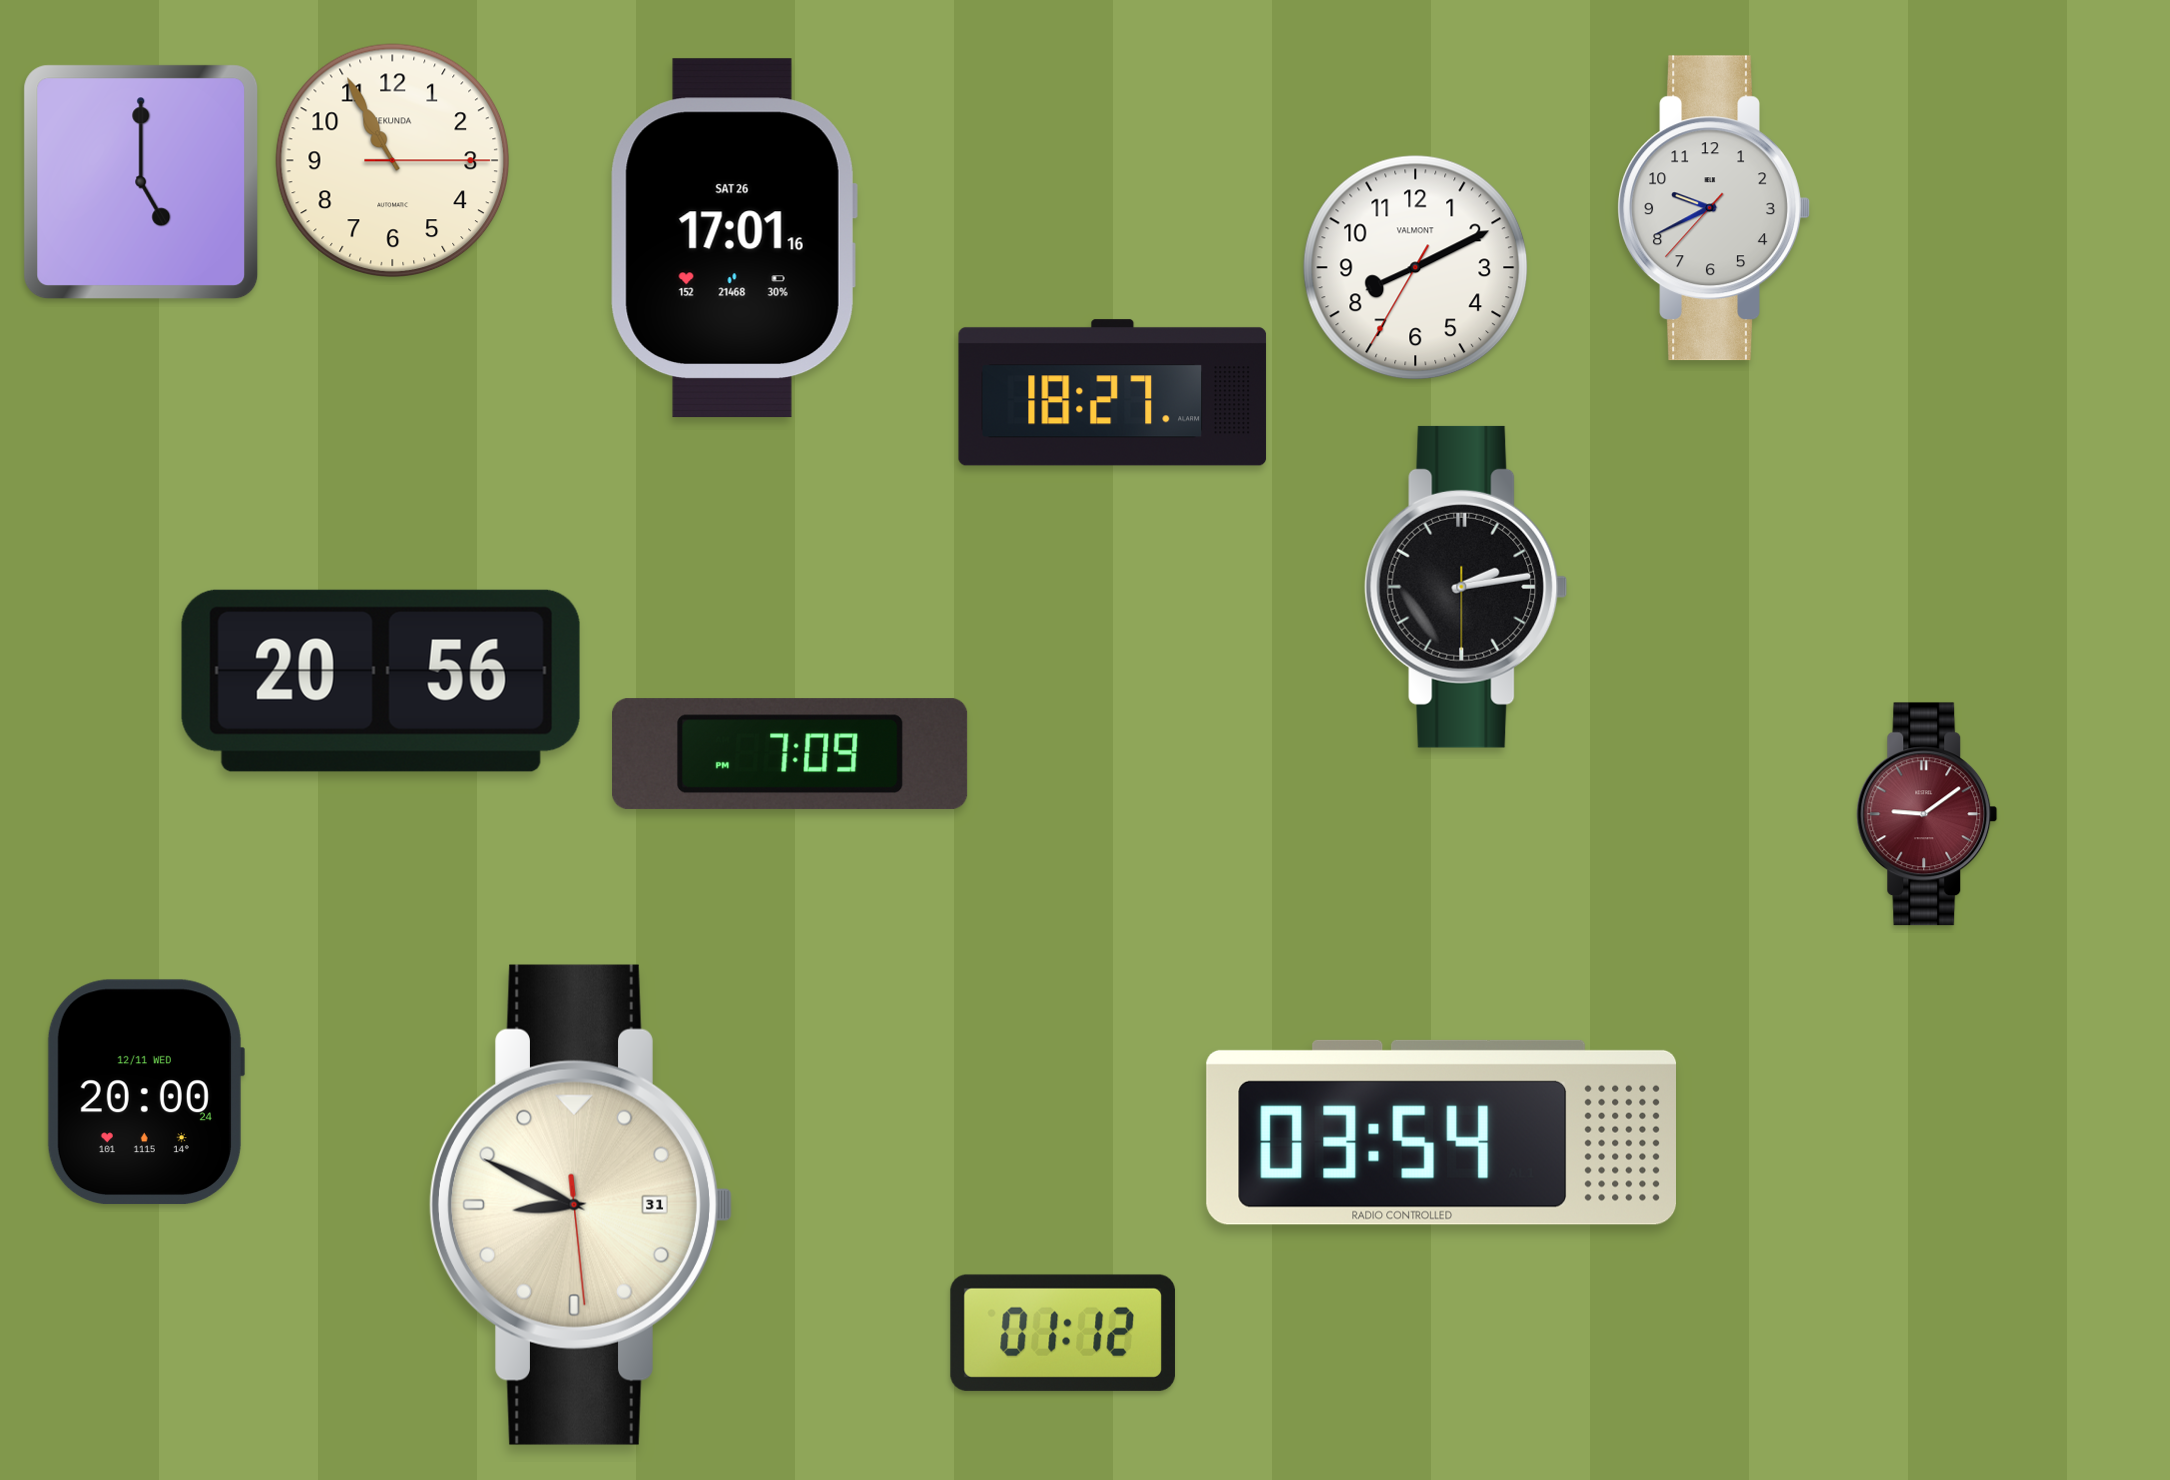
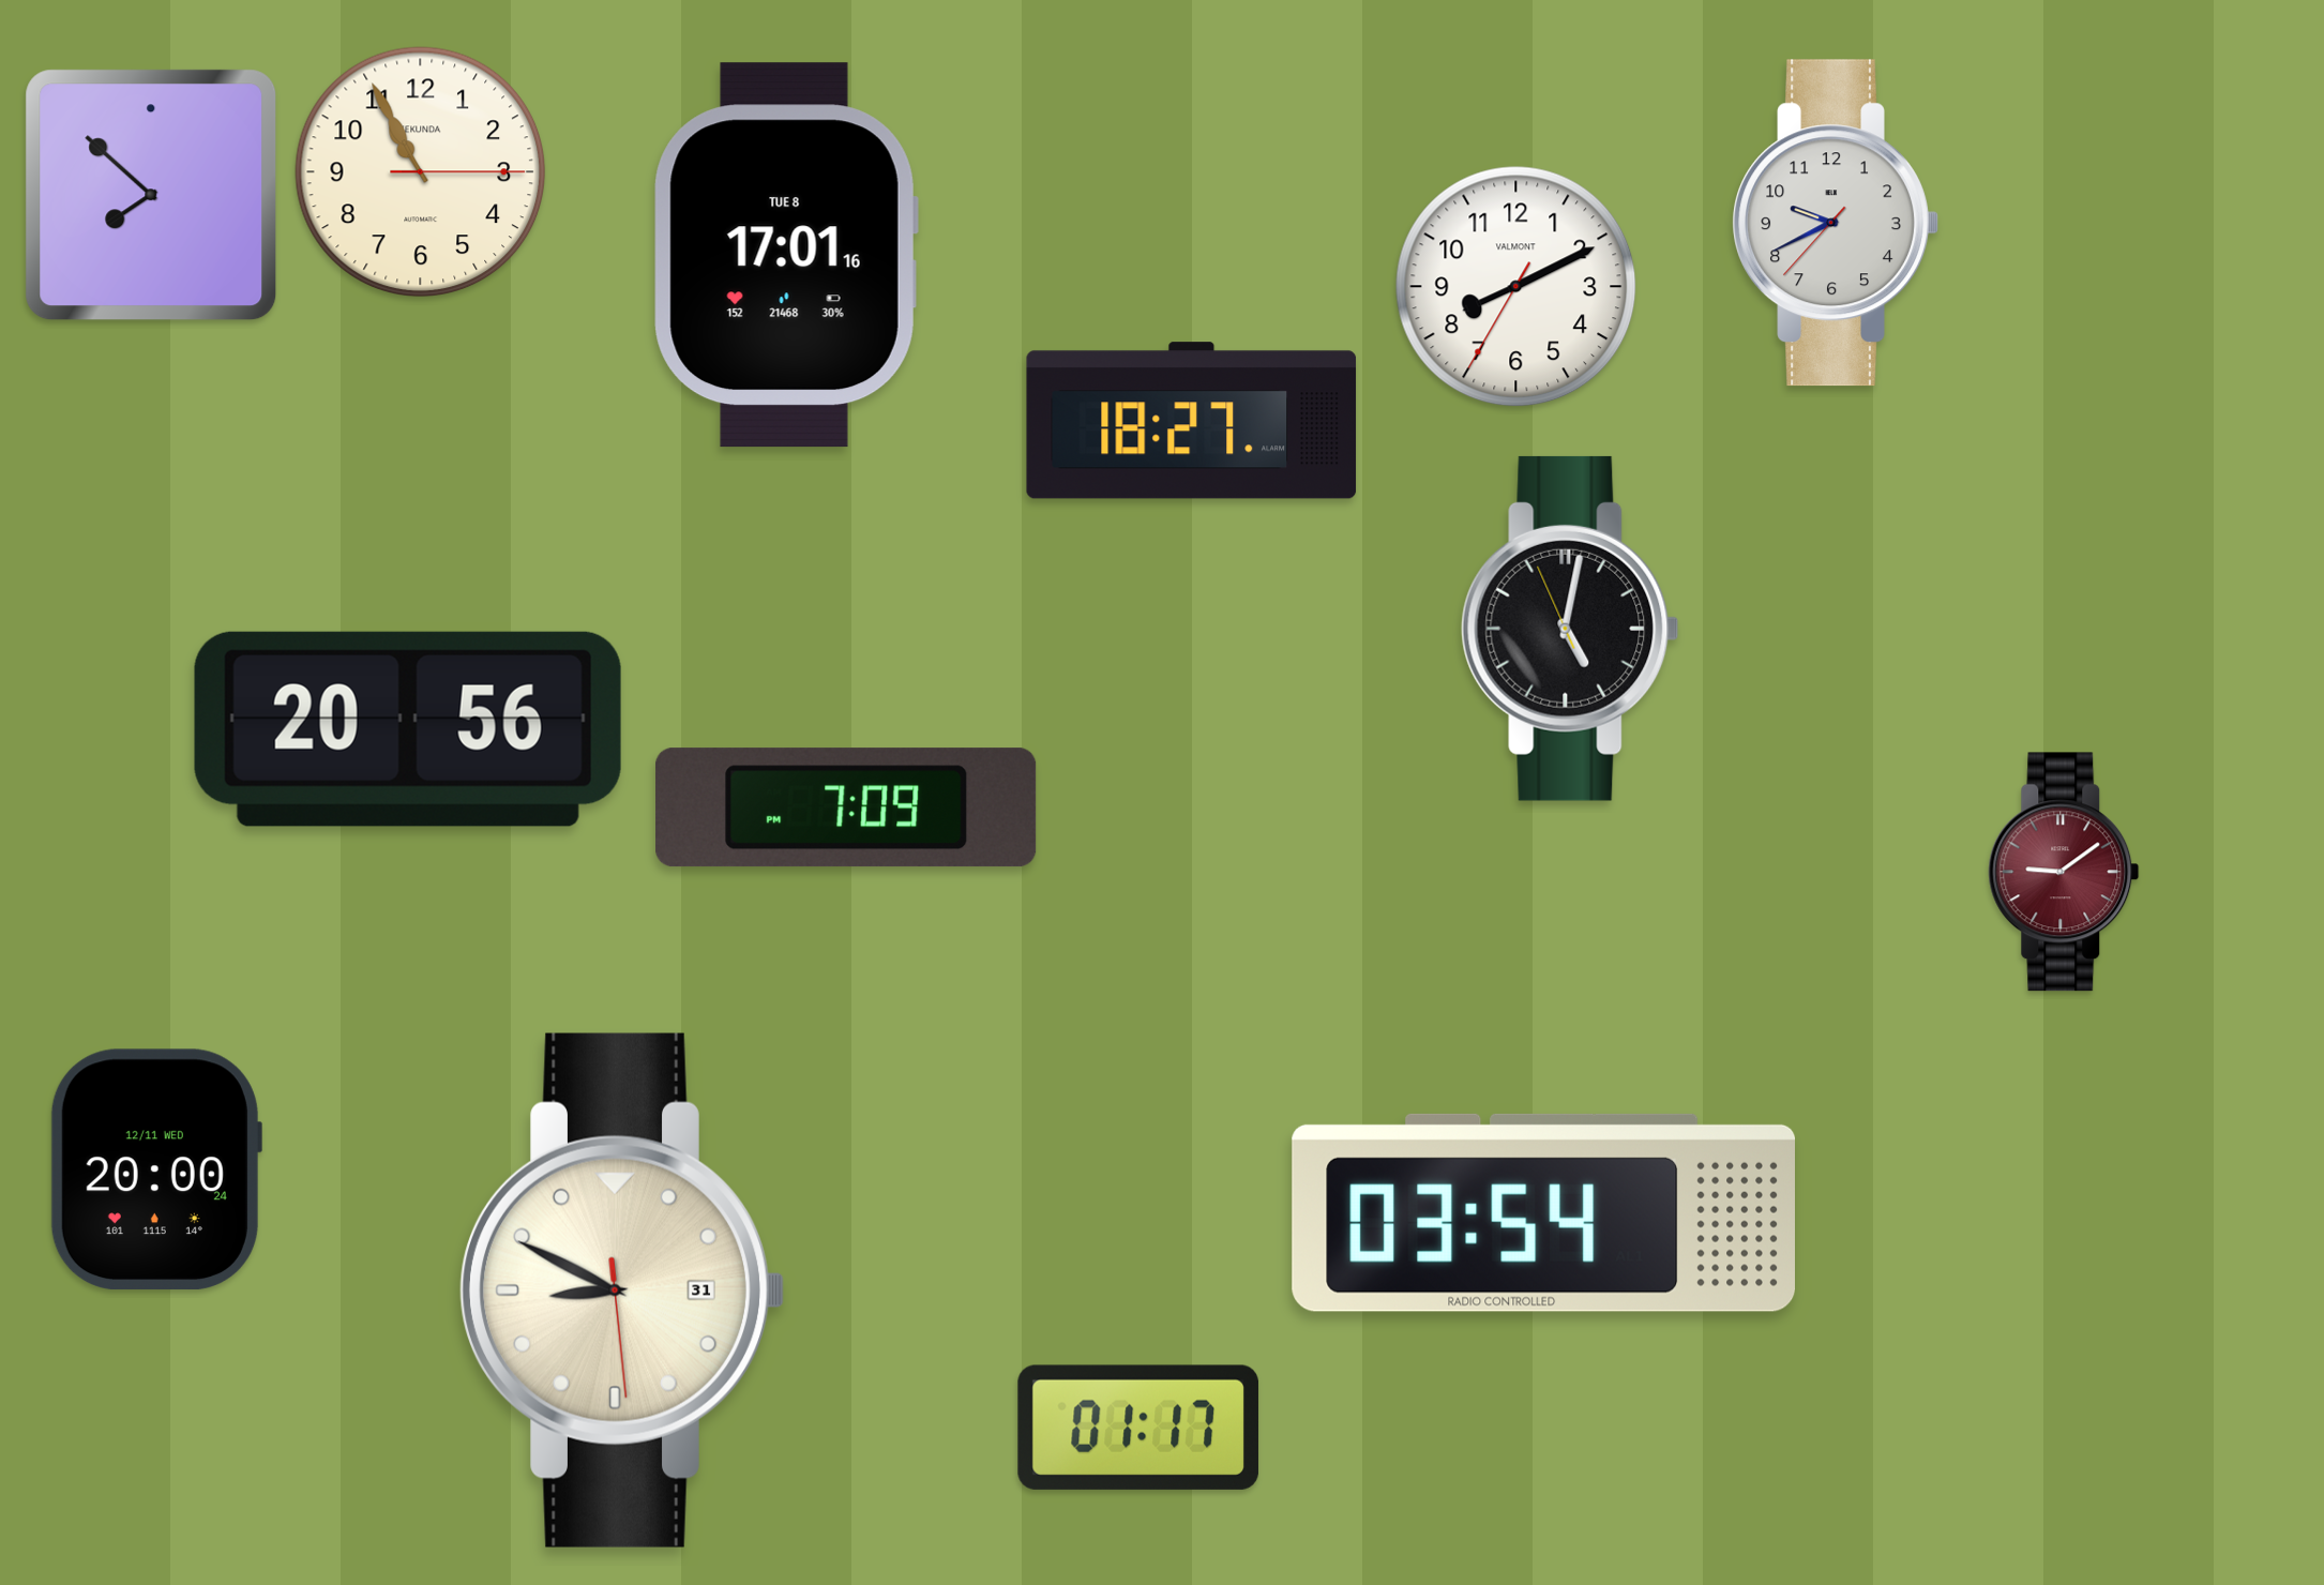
clock at (141, 182): 5:00 -> 7:52
clock at (734, 238) date: SAT 26 -> TUE 8
clock at (1466, 587): 2:13 -> 5:01
clock at (1063, 1333): 01:12 -> 01:17
